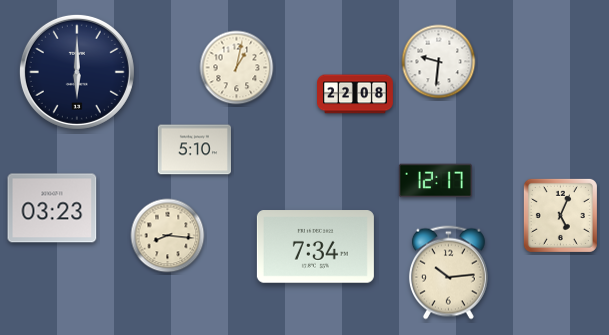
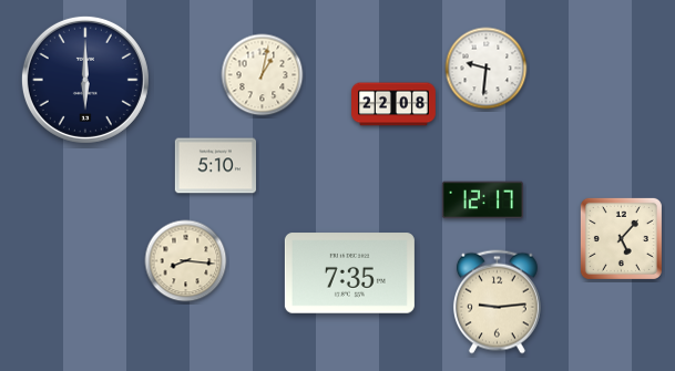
clock at (52, 208): 03:23 -> none
clock at (560, 215): 5:04 -> 5:07
clock at (315, 247): 7:34 -> 7:35
clock at (448, 273): 10:14 -> 9:14
